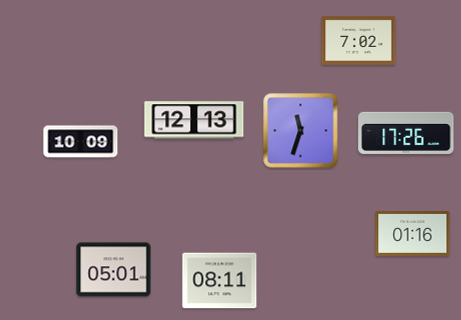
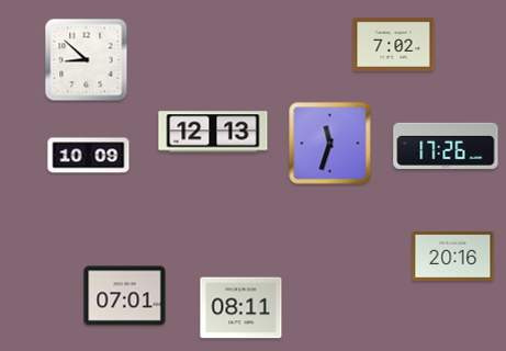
clock at (87, 60): none -> 8:52
clock at (413, 233): 01:16 -> 20:16
clock at (114, 270): 05:01 -> 07:01
